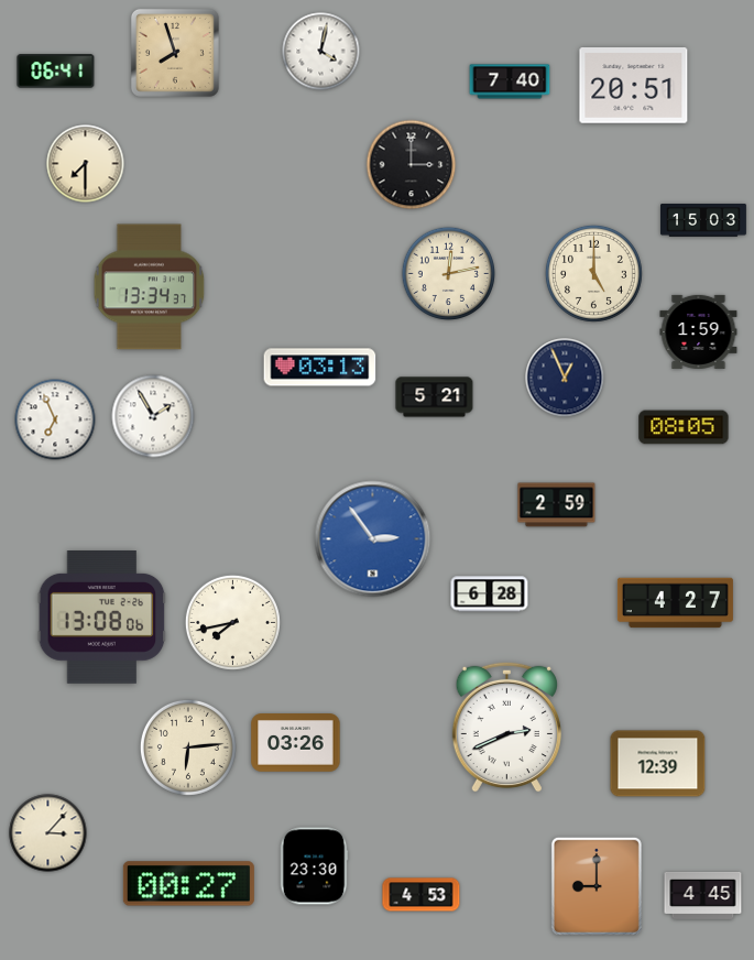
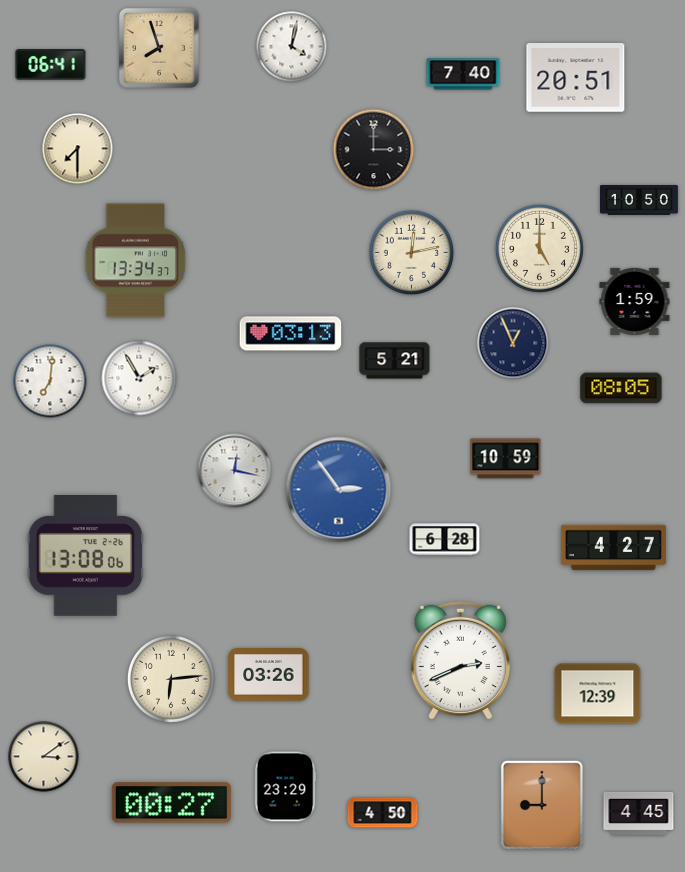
clock at (704, 221): 15:03 -> 10:50
clock at (449, 274) position: (449, 274) -> (412, 253)
clock at (55, 419): 6:56 -> 7:01
clock at (557, 505): 2:59 -> 10:59
clock at (235, 471): none -> 12:17
clock at (102, 618) position: (102, 618) -> (86, 556)
clock at (232, 622): 7:43 -> none
clock at (48, 833): 3:07 -> 3:09
clock at (314, 866): 23:30 -> 23:29
clock at (422, 895): 4:53 -> 4:50
